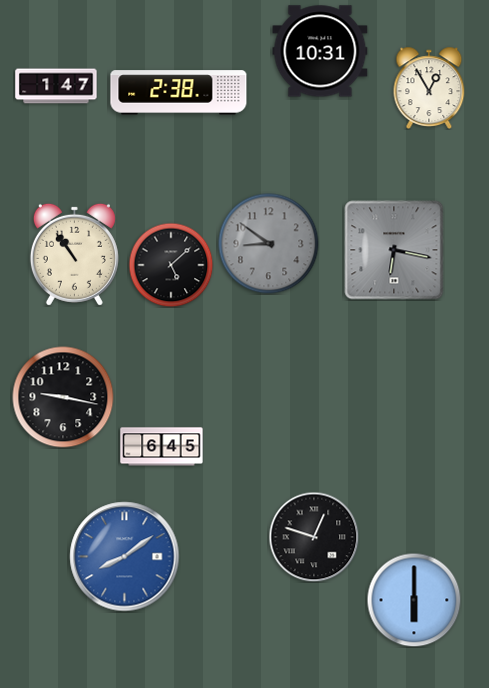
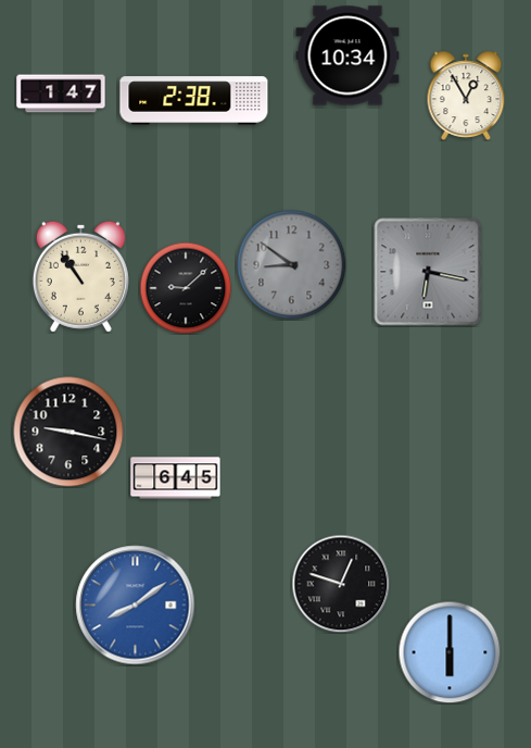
clock at (320, 51): 10:31 -> 10:34
clock at (171, 265): 5:08 -> 9:08
clock at (162, 447) position: (162, 447) -> (176, 478)
